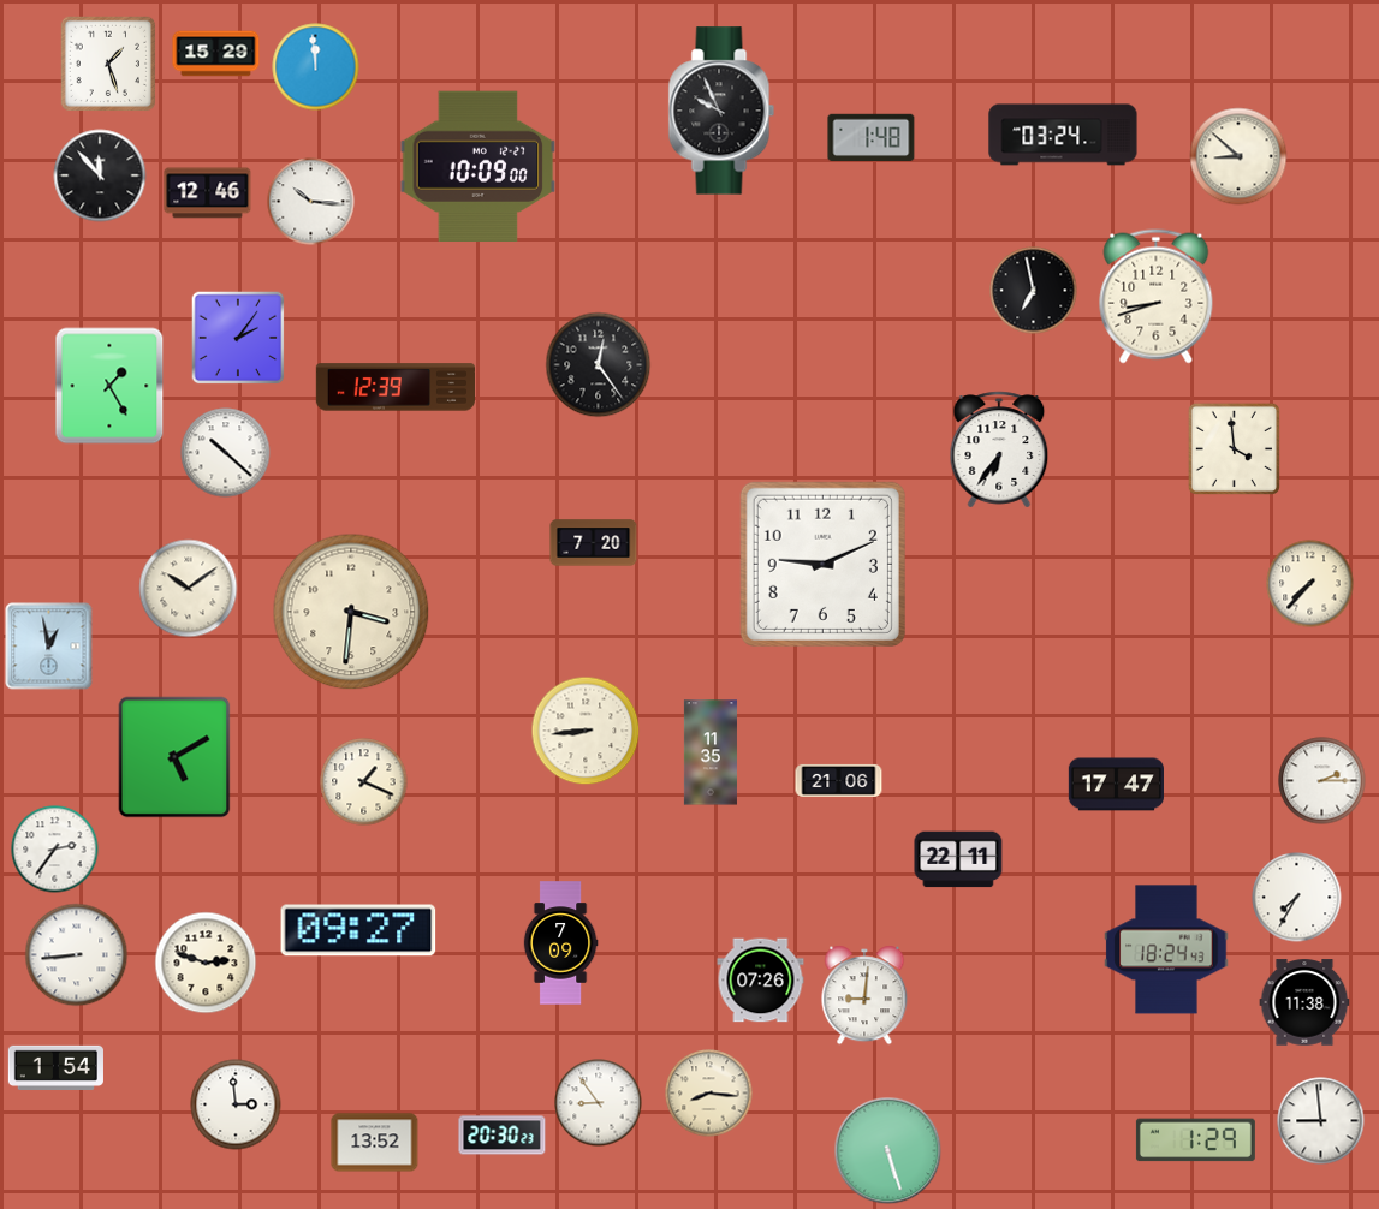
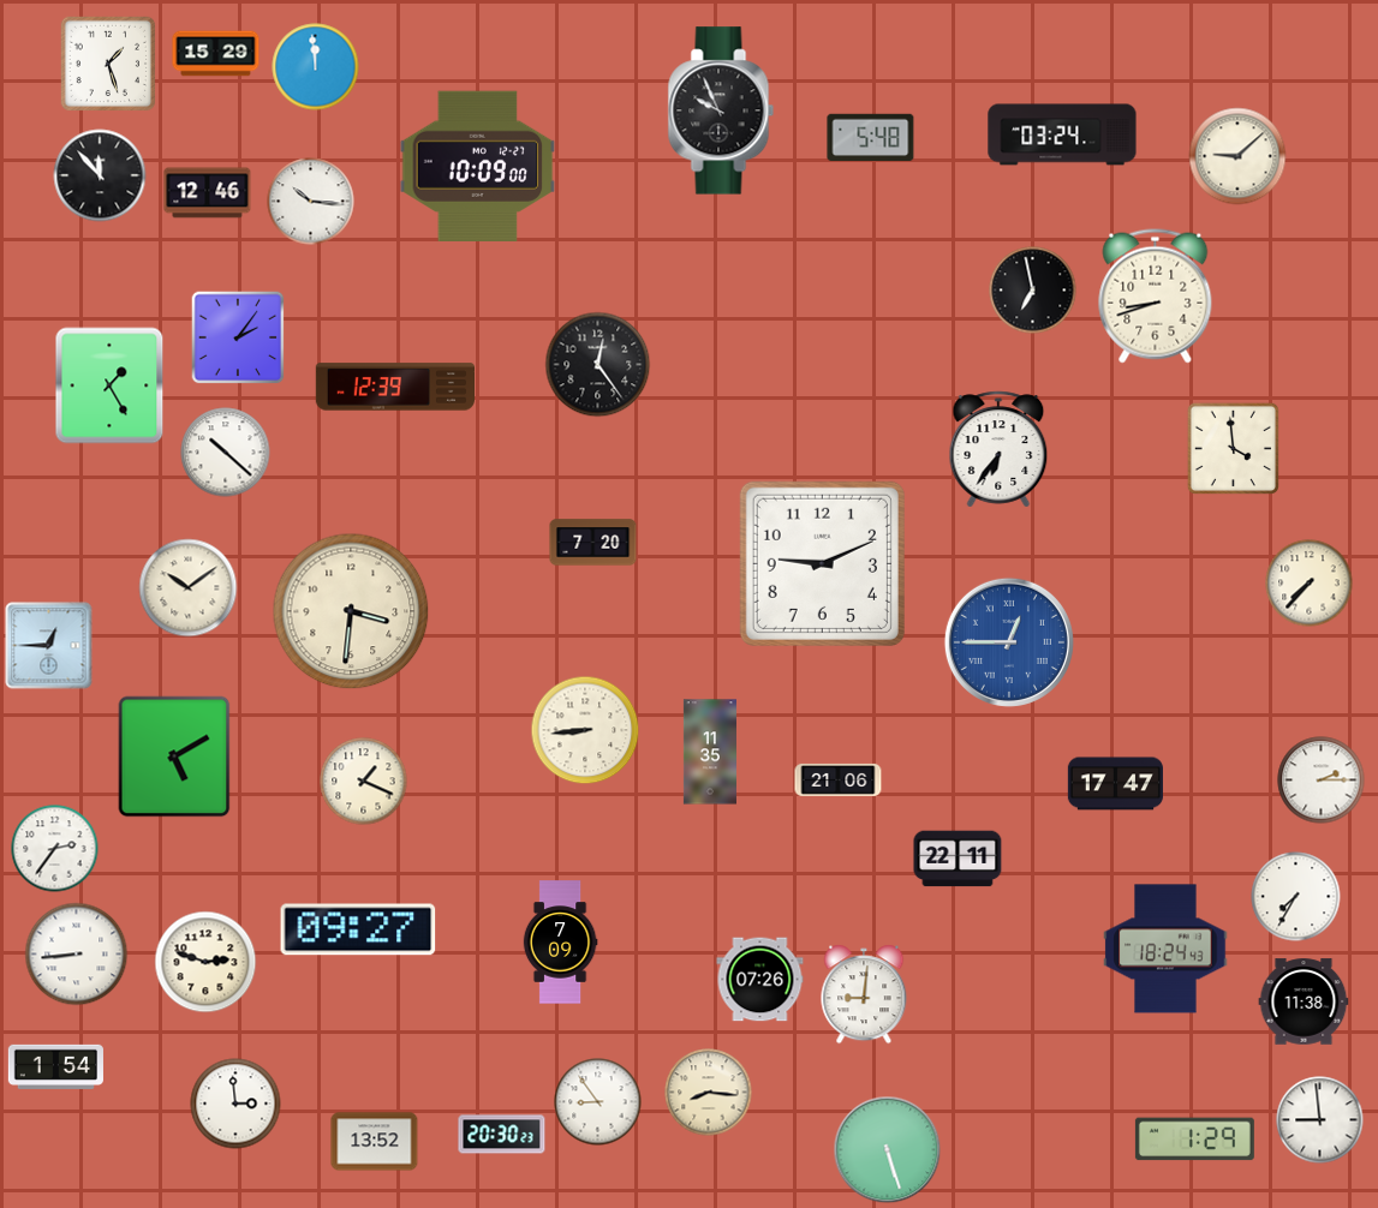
clock at (872, 138): 1:48 -> 5:48
clock at (1238, 156): 8:52 -> 9:08
clock at (1009, 642): none -> 12:45
clock at (49, 647): 12:58 -> 12:45
